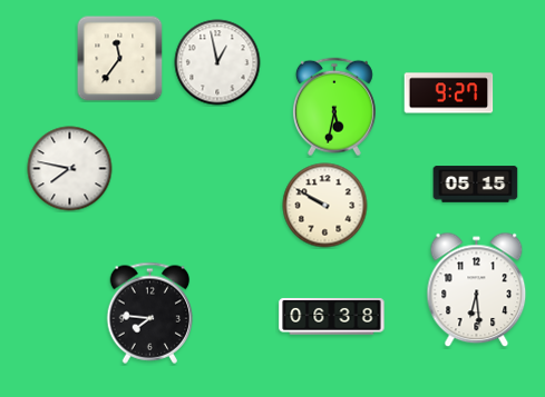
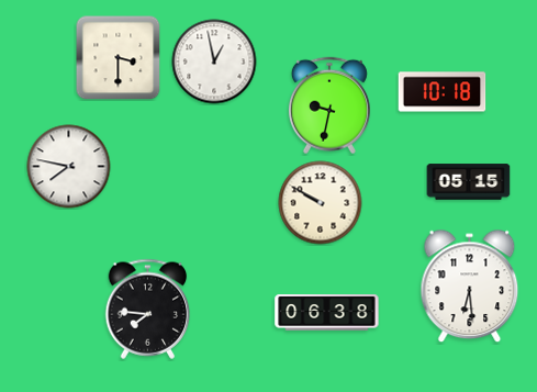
clock at (120, 59): 11:36 -> 3:30
clock at (449, 93): 9:27 -> 10:18
clock at (334, 107): 5:32 -> 9:32
